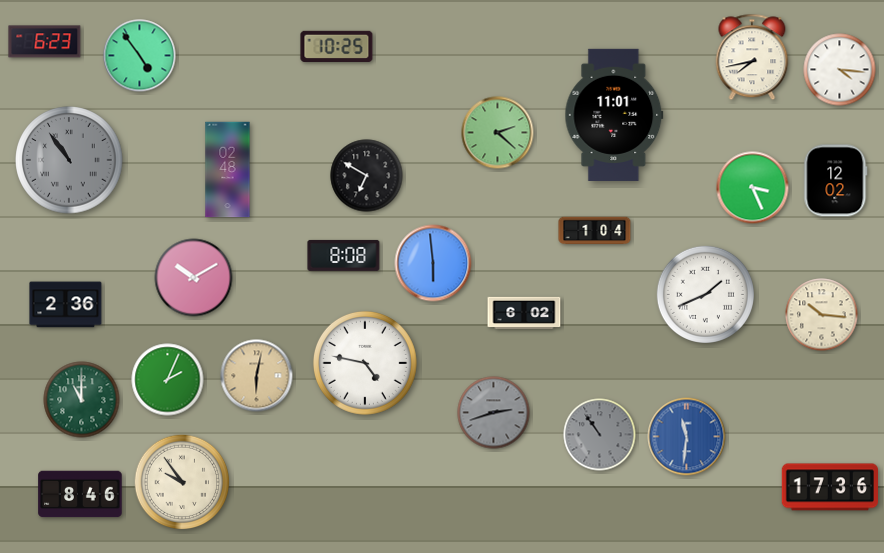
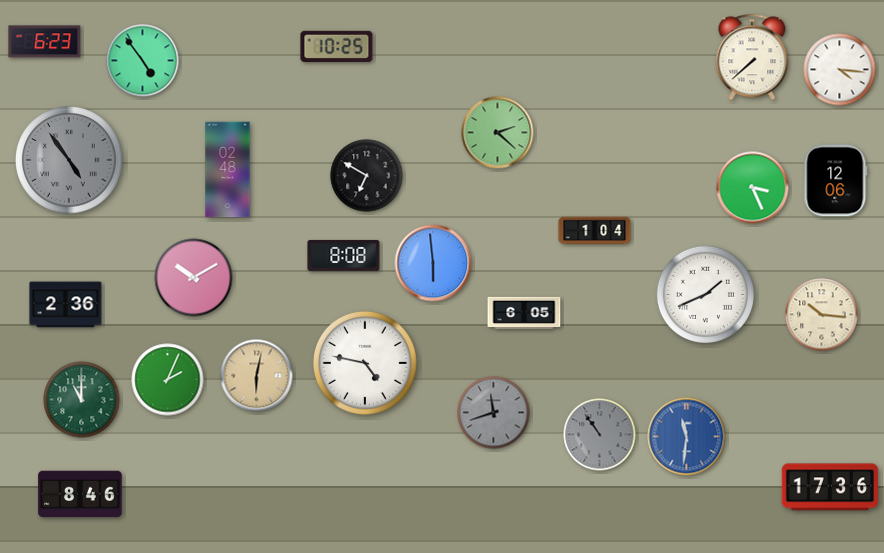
clock at (140, 56) position: (140, 56) -> (143, 61)
clock at (752, 57): 7:43 -> 7:38
clock at (614, 115): 11:01 -> none
clock at (69, 160): 10:54 -> 4:54
clock at (836, 181): 12:02 -> 12:06
clock at (524, 313): 6:02 -> 6:05
clock at (494, 413): 2:42 -> 11:42
clock at (182, 482): 9:54 -> none
